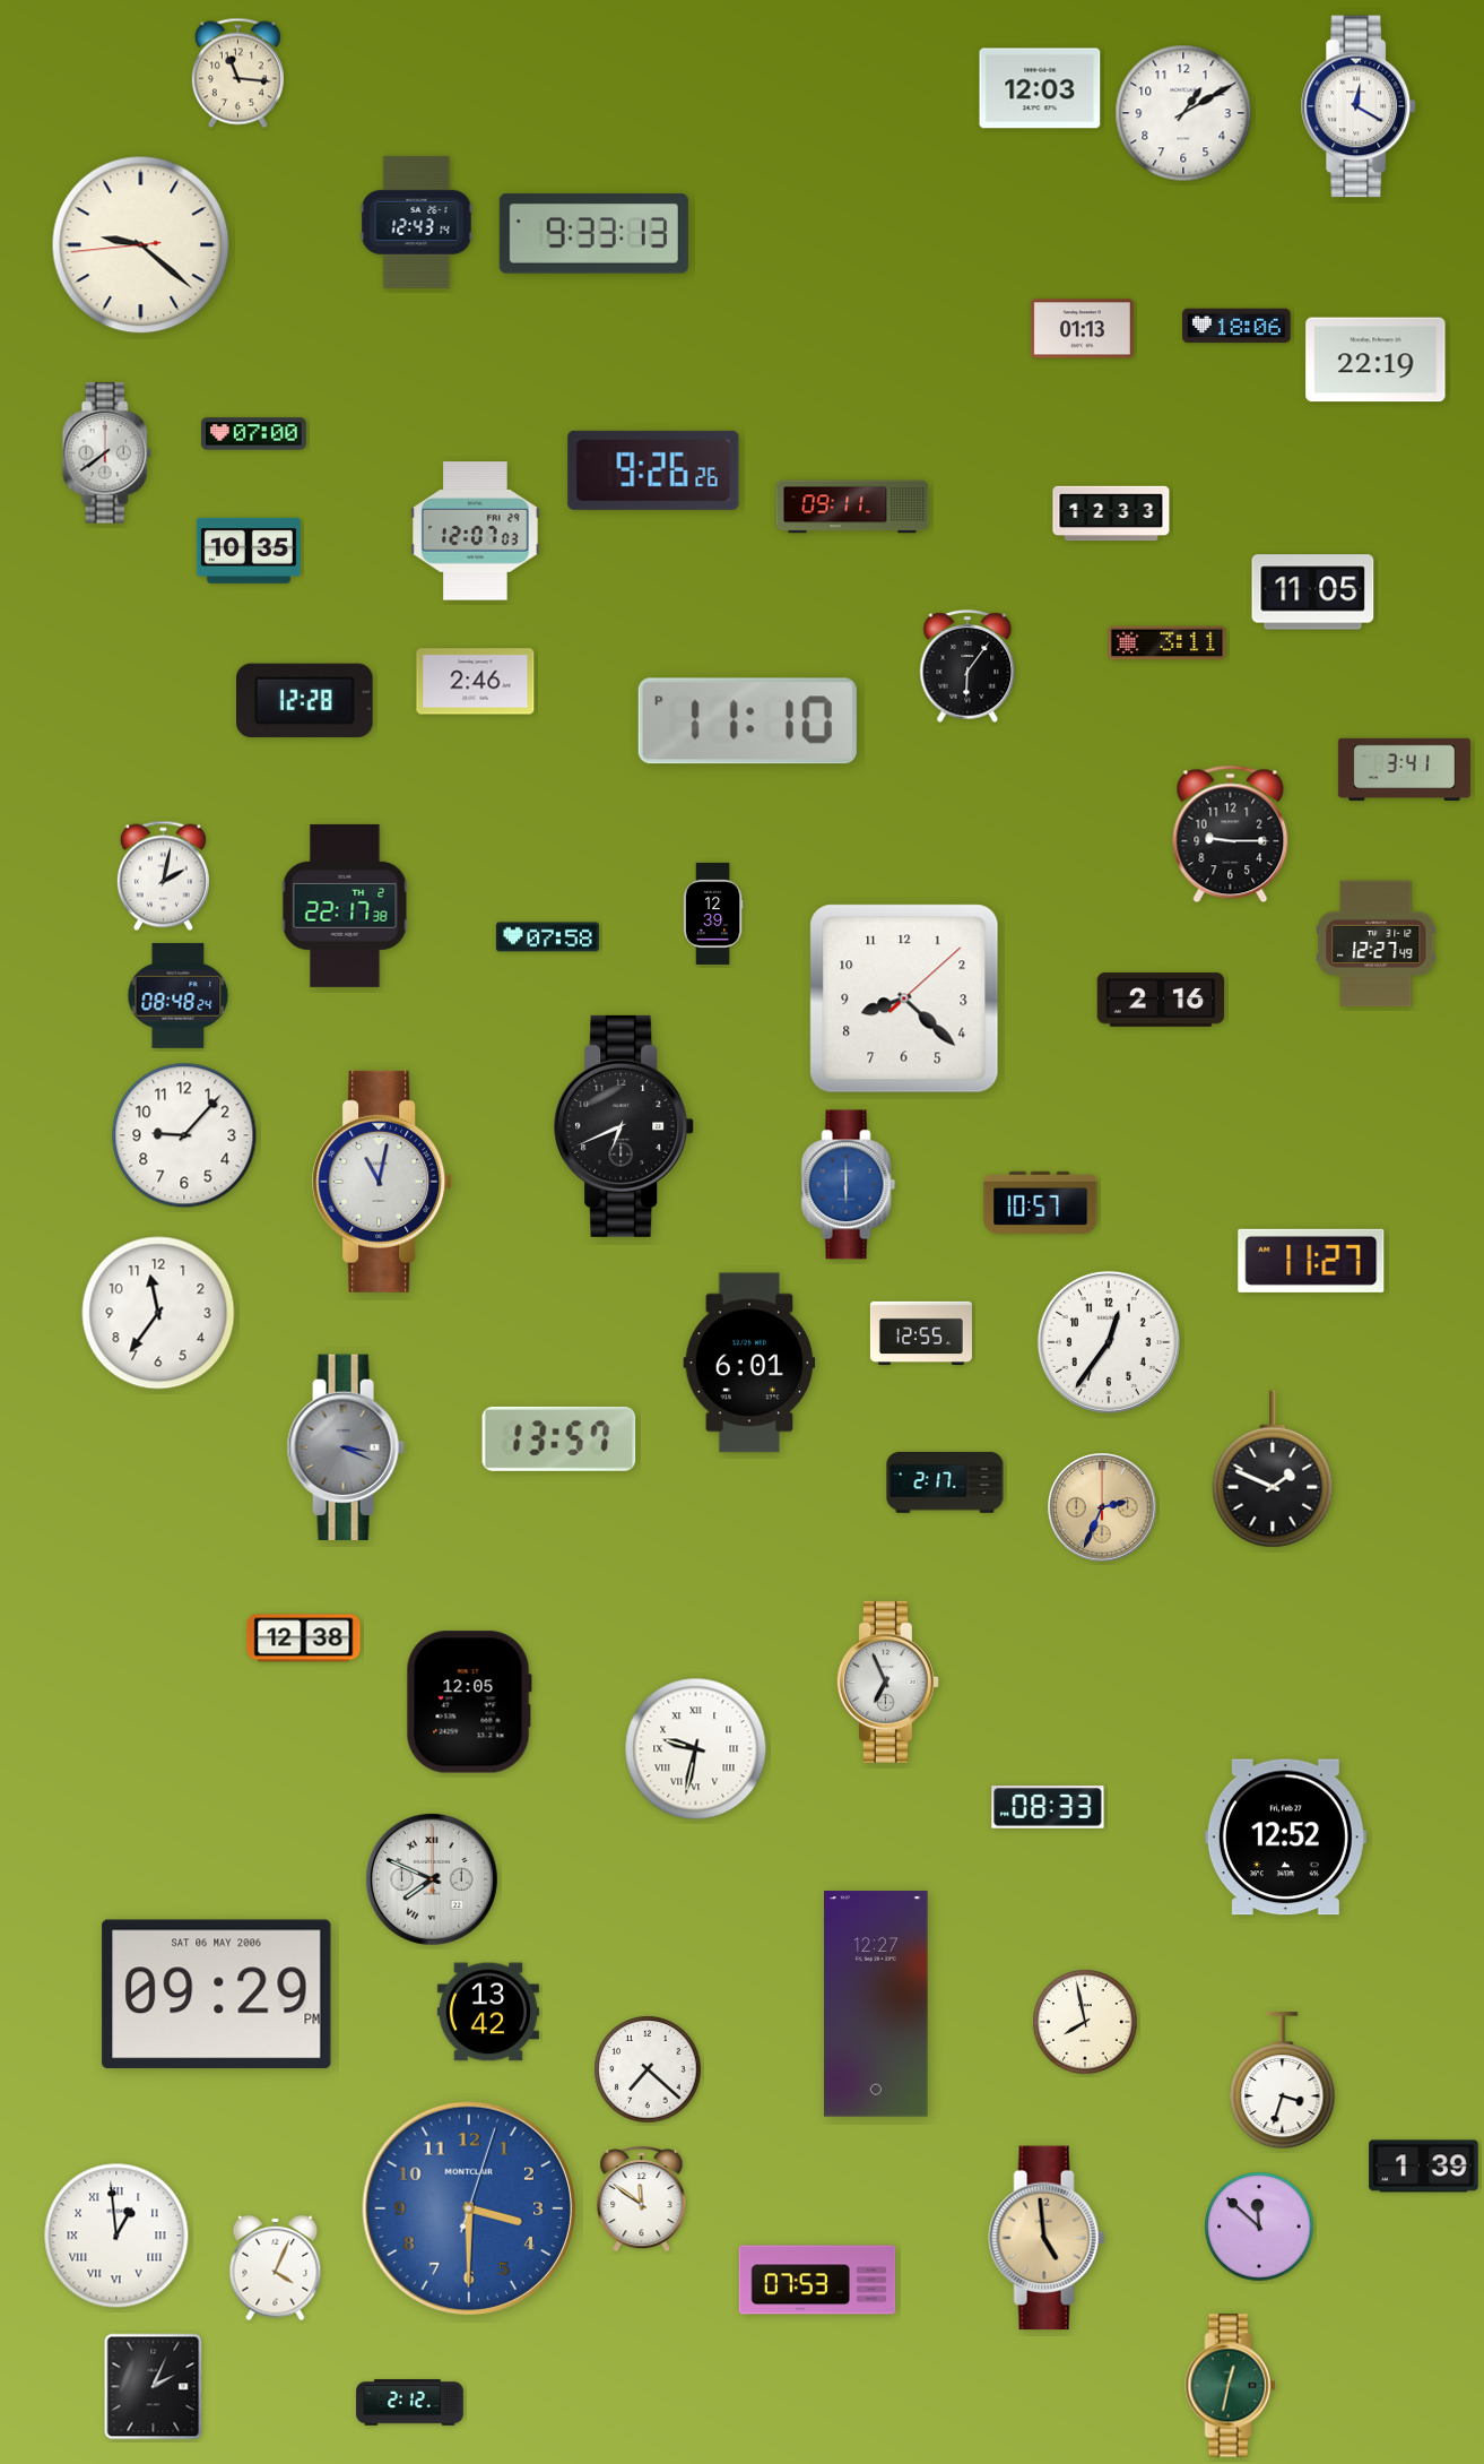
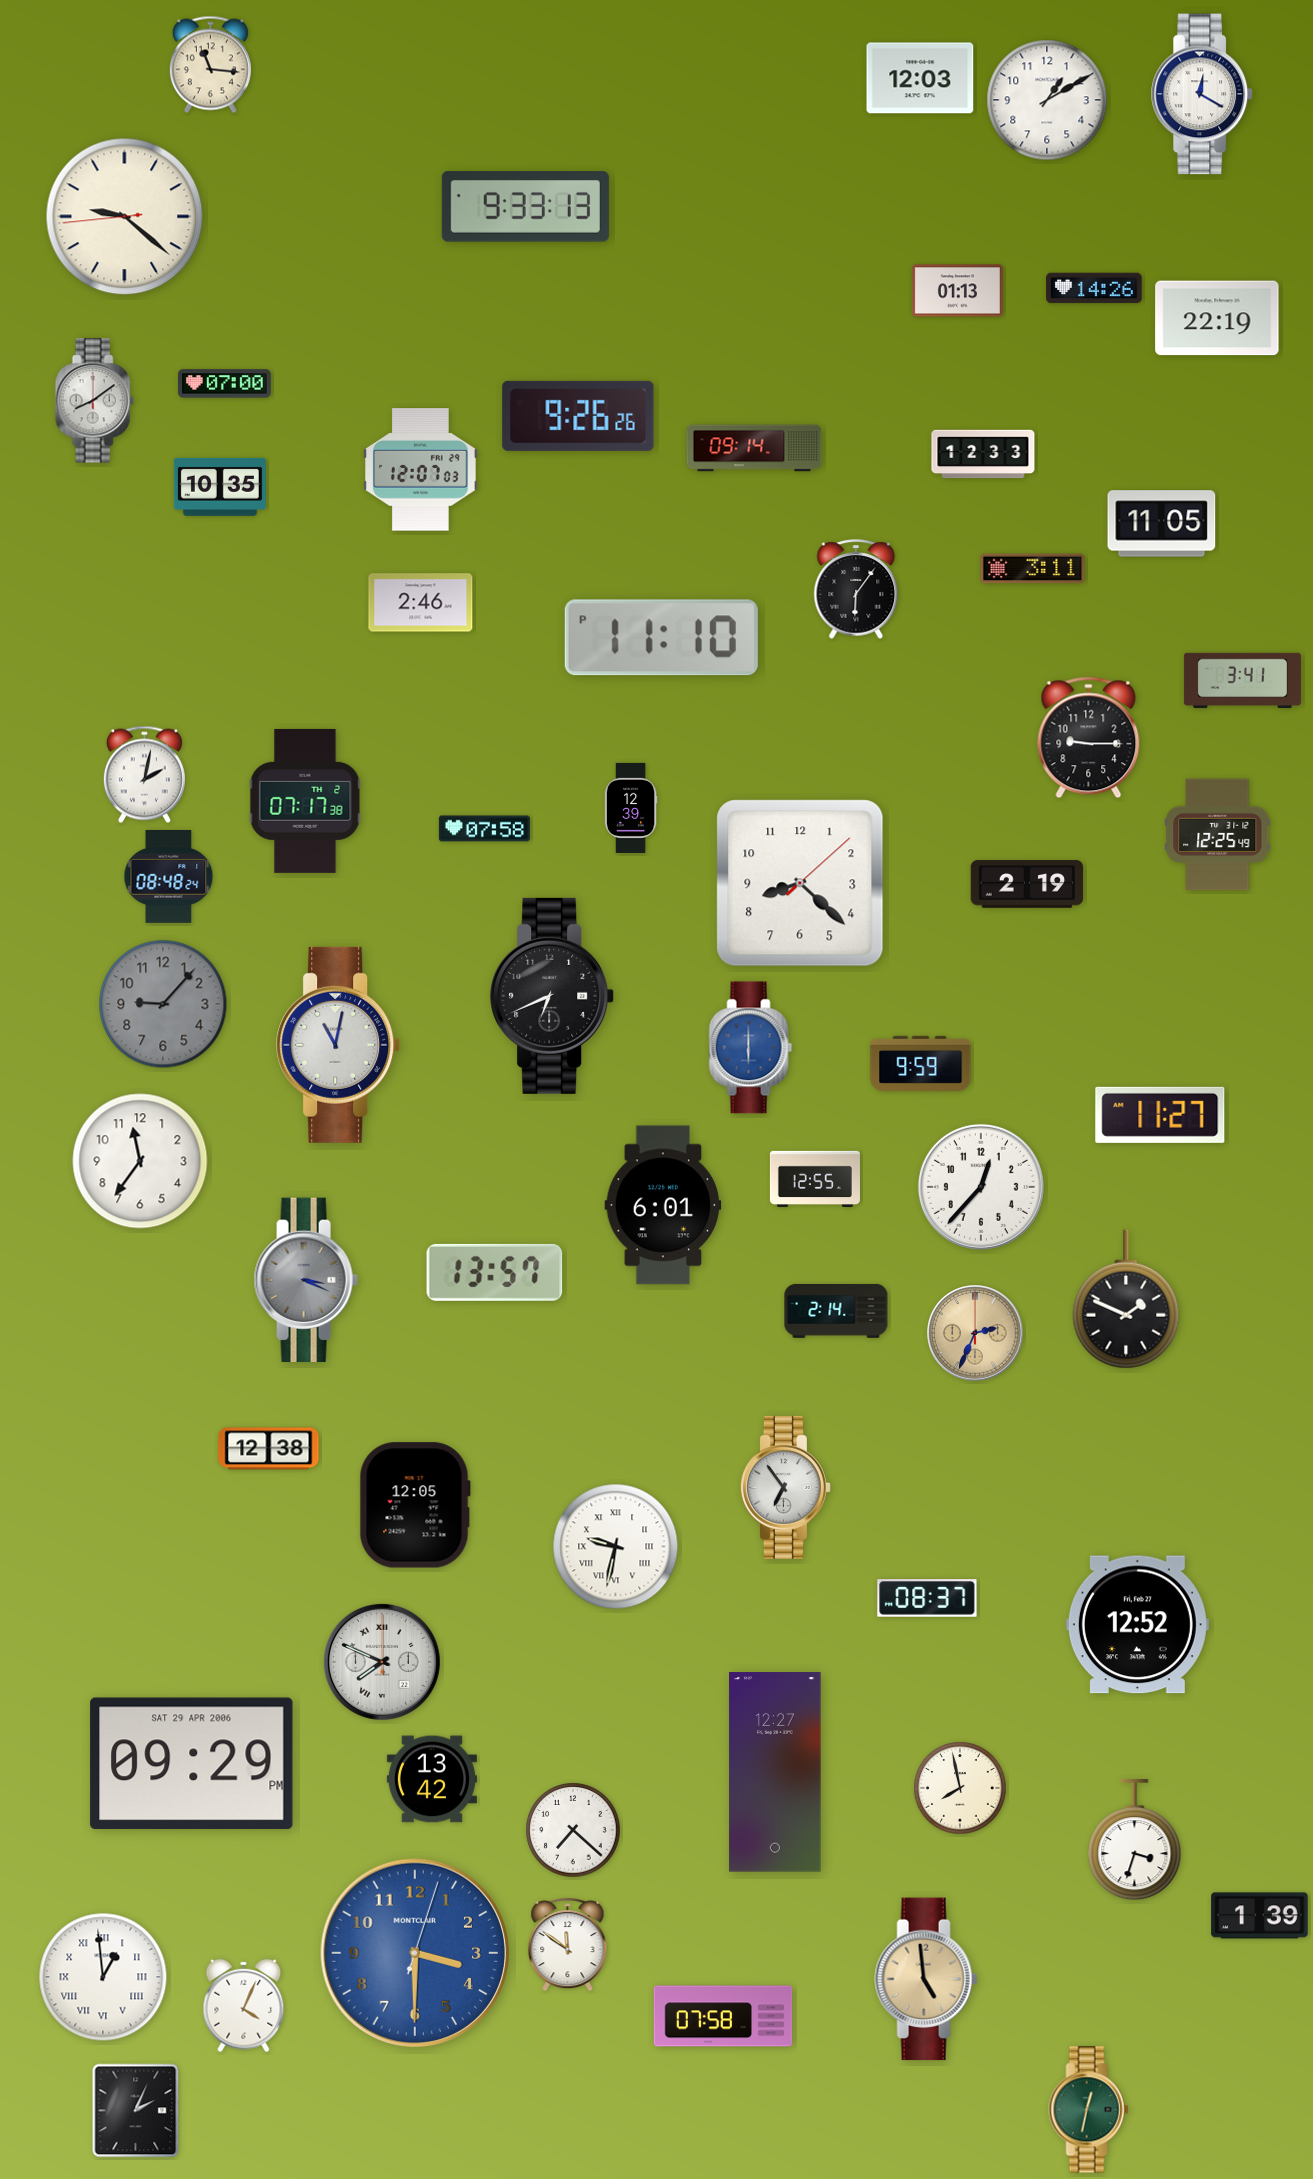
clock at (417, 222): 12:43 -> none
clock at (1236, 326): 18:06 -> 14:26
clock at (106, 453): 7:39 -> 8:09
clock at (852, 507): 09:11 -> 09:14
clock at (304, 700): 12:28 -> none
clock at (345, 906): 22:17 -> 07:17
clock at (1377, 944): 12:27 -> 12:25
clock at (179, 995) position: (179, 995) -> (169, 876)
clock at (1161, 1000): 2:16 -> 2:19
clock at (184, 1135) dial: white -> grey
clock at (1041, 1202): 10:57 -> 9:59
clock at (1109, 1342): 12:36 -> 12:37
clock at (945, 1482): 2:17 -> 2:14
clock at (887, 1681): 6:56 -> 6:54
clock at (1048, 1807): 08:33 -> 08:37
clock at (217, 1995) date: SAT 06 MAY 2006 -> SAT 29 APR 2006
clock at (1259, 2227): 11:52 -> none
clock at (817, 2280): 07:53 -> 07:58
clock at (410, 2403): 2:12 -> none
